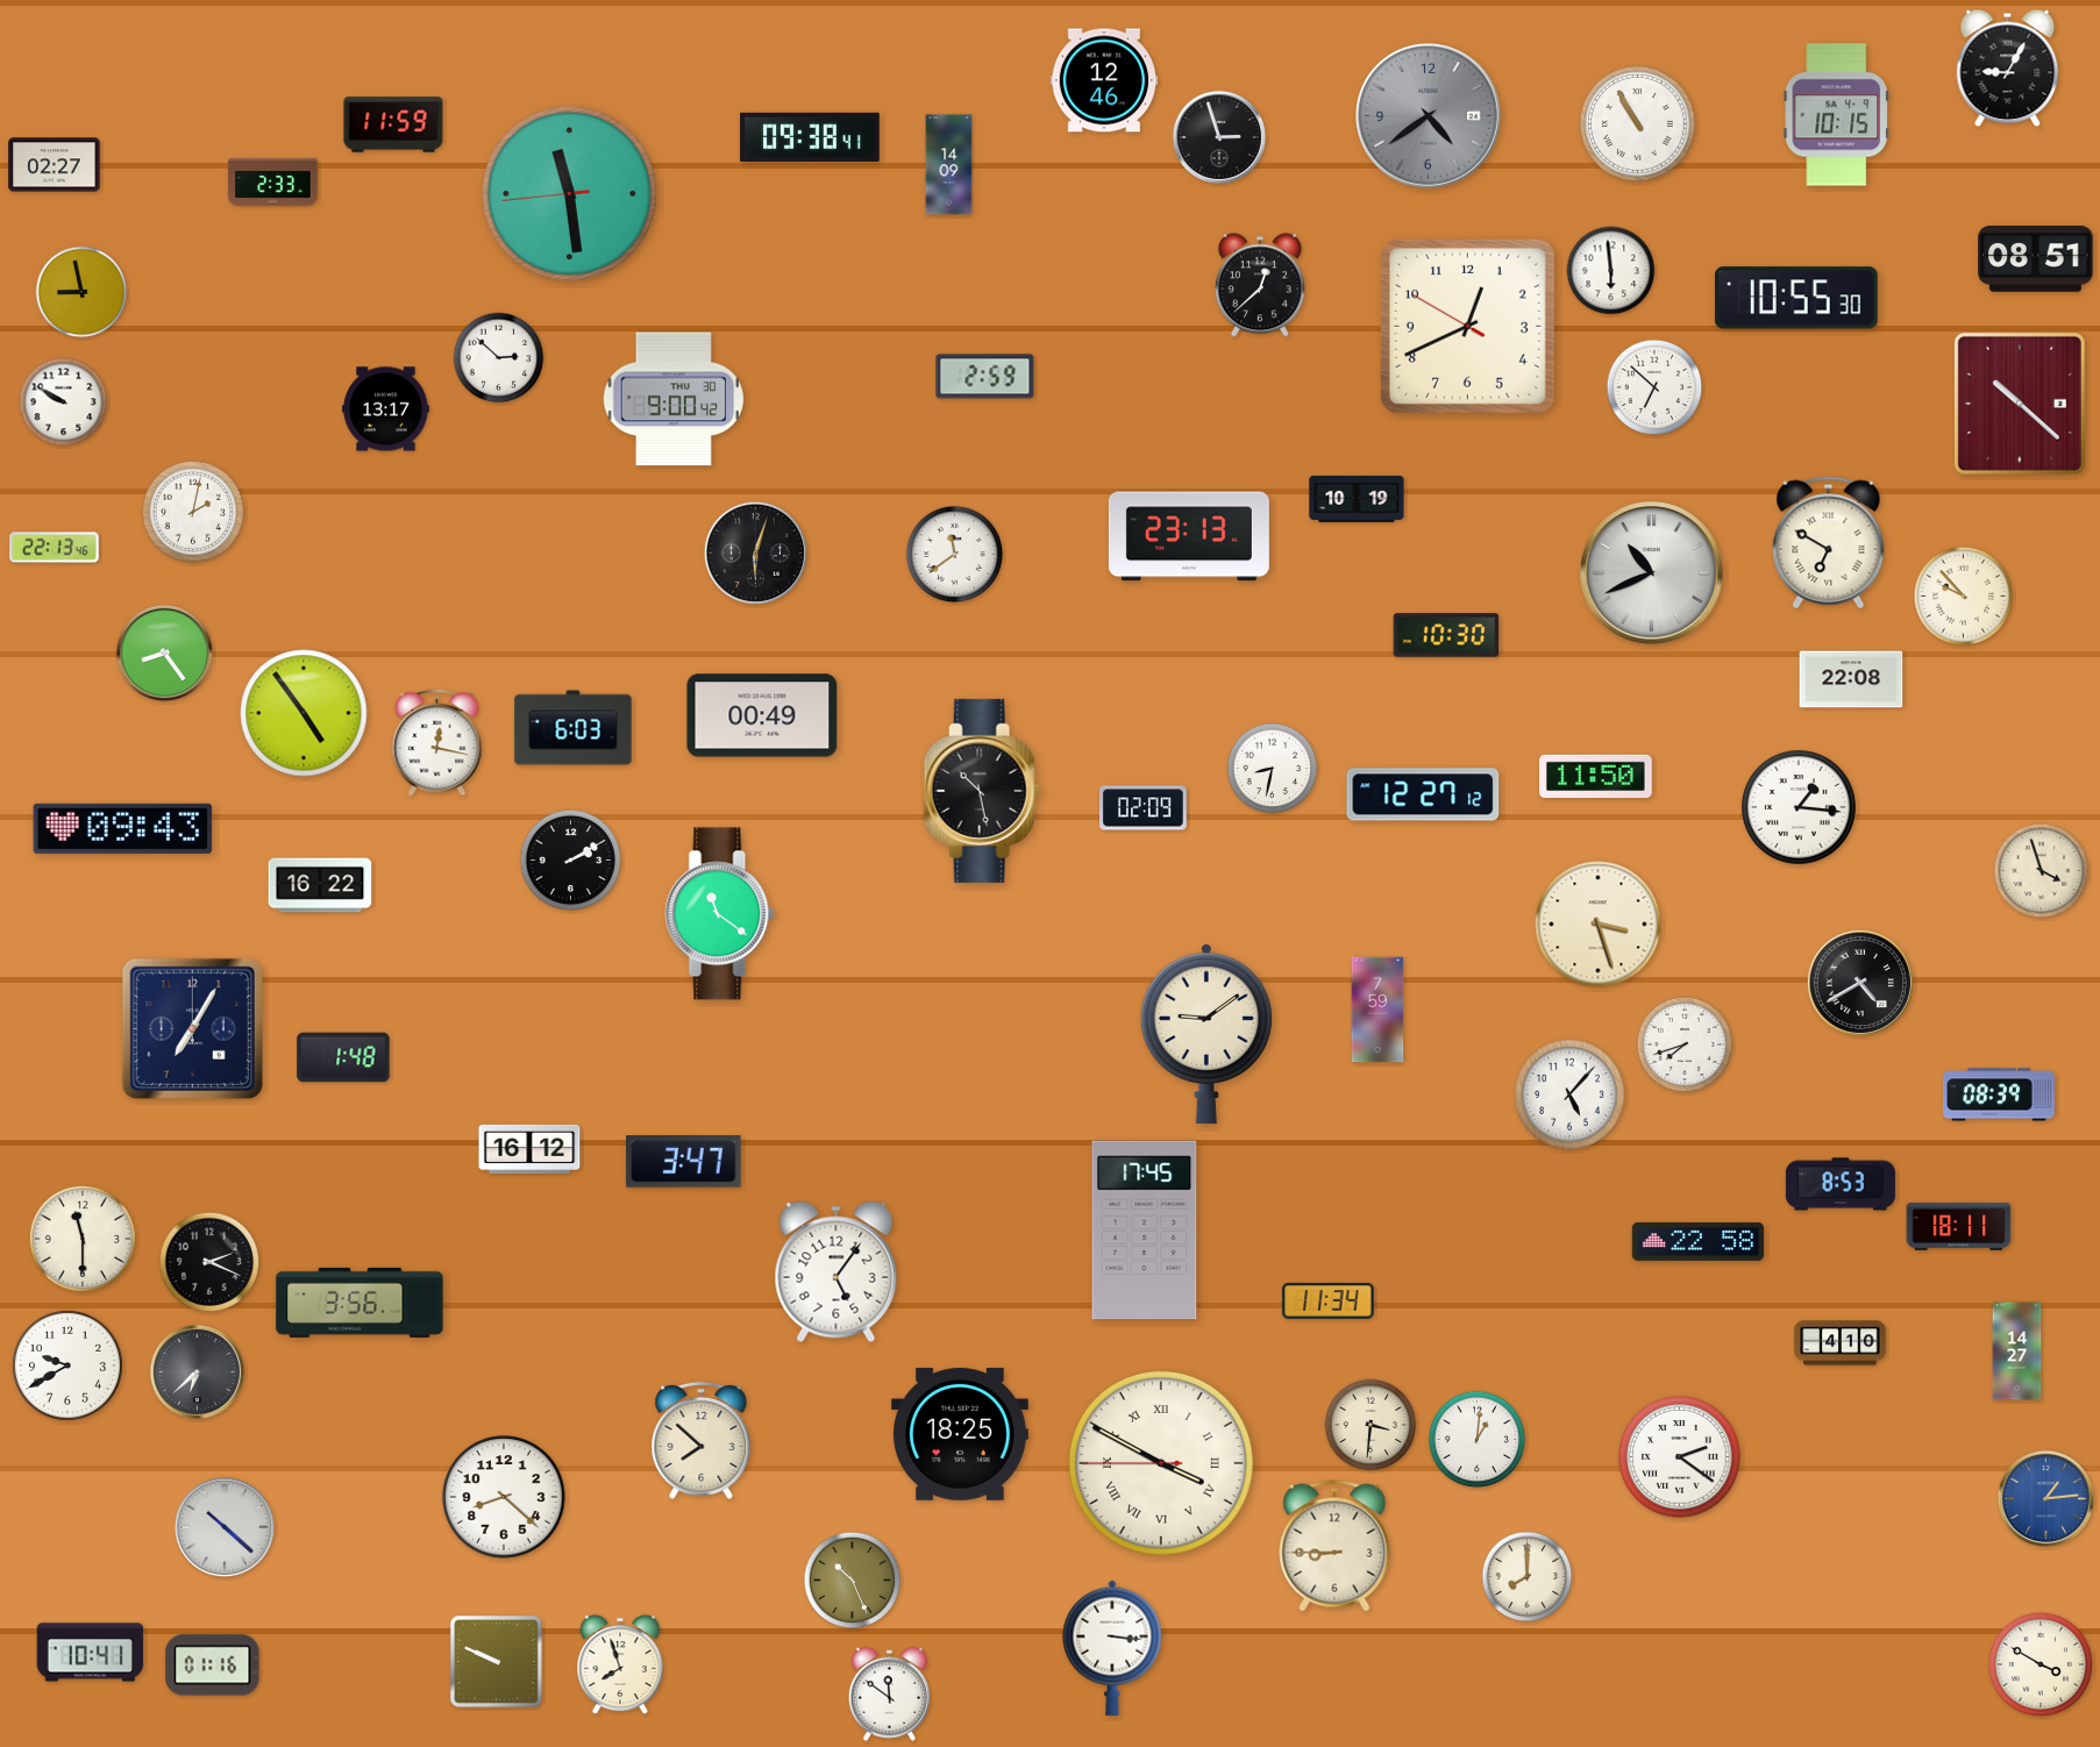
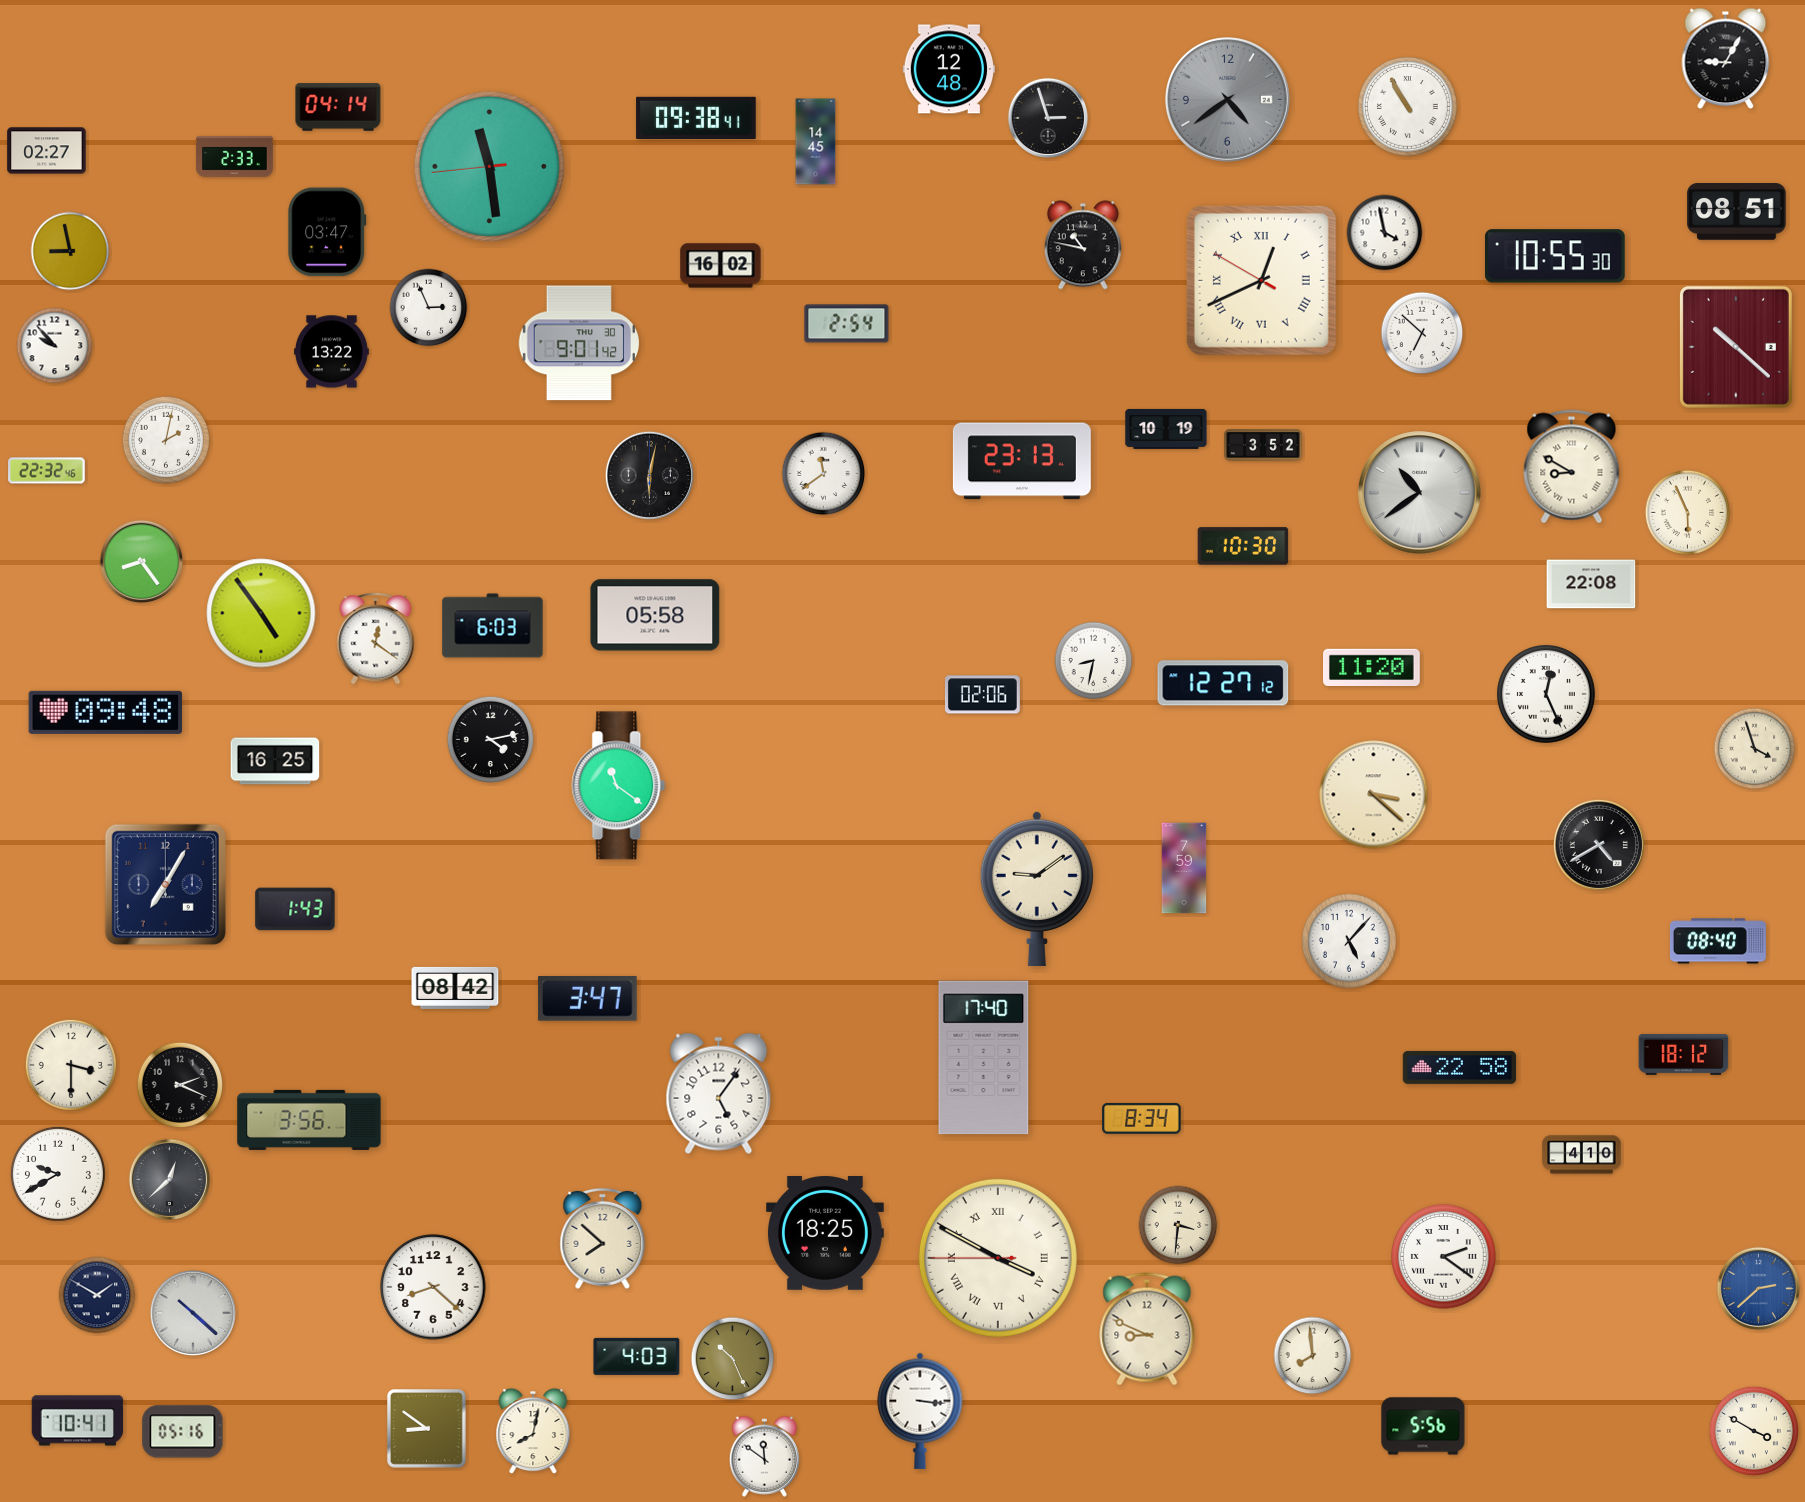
clock at (1103, 80): 12:46 -> 12:48
clock at (1836, 115): 10:15 -> none
clock at (393, 124): 11:59 -> 04:14
clock at (55, 165) position: (55, 165) -> (47, 151)
clock at (949, 165): 14:09 -> 14:45
clock at (2036, 259) position: (2036, 259) -> (1737, 212)
clock at (327, 232): none -> 03:47
clock at (1611, 271): 5:59 -> 3:58
clock at (1260, 285): 12:38 -> 10:47
clock at (1796, 298) position: (1796, 298) -> (1555, 256)
clock at (721, 266): none -> 16:02
clock at (1467, 326) numerals: Arabic -> Roman
clock at (499, 358): 2:52 -> 2:56
clock at (985, 377): 2:59 -> 2:54
clock at (674, 399): 9:00 -> 9:01
clock at (64, 402): 9:50 -> 9:53
clock at (385, 409): 13:17 -> 13:22
clock at (1263, 445): none -> 3:52
clock at (1829, 543): 6:50 -> 8:50
clock at (55, 548): 22:13 -> 22:32
clock at (755, 552): 6:03 -> 6:02
clock at (955, 555) position: (955, 555) -> (824, 474)
clock at (1652, 573): 10:41 -> 10:39
clock at (1964, 597): 9:53 -> 5:56
clock at (762, 715): 00:49 -> 05:58
clock at (437, 743): 12:17 -> 12:21
clock at (1596, 776): 11:50 -> 11:20
clock at (982, 791): 10:28 -> none
clock at (1142, 808): 02:09 -> 02:06
clock at (1800, 808): 1:16 -> 12:26
clock at (123, 828): 09:43 -> 09:48
clock at (570, 860): 2:10 -> 4:13
clock at (320, 885): 16:22 -> 16:25
clock at (1599, 925): 3:27 -> 3:22
clock at (1685, 1044): 7:42 -> none
clock at (343, 1057): 1:48 -> 1:43
clock at (1999, 1094): 08:39 -> 08:40
clock at (529, 1149): 16:12 -> 08:42
clock at (1841, 1184): 8:53 -> none
clock at (1959, 1226): 18:11 -> 18:12
clock at (1145, 1231): 17:45 -> 17:40
clock at (83, 1239): 11:30 -> 3:30
clock at (1329, 1300): 11:34 -> 8:34
clock at (2017, 1352): 14:27 -> none
clock at (197, 1371): 6:38 -> 12:38
clock at (1478, 1440): 1:01 -> none
clock at (1680, 1457) position: (1680, 1457) -> (1444, 1257)
clock at (2045, 1498): 1:14 -> 2:38
clock at (97, 1295): none -> 1:50
clock at (1334, 1546): 8:45 -> 8:49
clock at (637, 1356): none -> 4:03
clock at (1528, 1577): 8:00 -> 7:59
clock at (1112, 1648) position: (1112, 1648) -> (920, 1411)
clock at (1423, 1426): none -> 5:56
clock at (497, 1662): 9:49 -> 8:51
clock at (620, 1664): 7:57 -> 8:02
clock at (213, 1666): 01:16 -> 05:16
